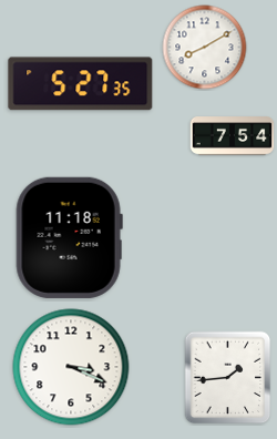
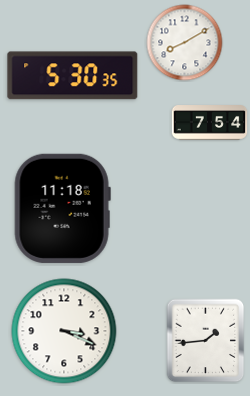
clock at (81, 84): 5:27 -> 5:30
clock at (69, 237) position: (69, 237) -> (62, 208)
